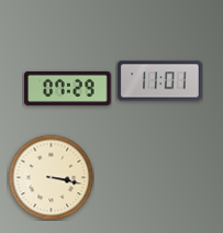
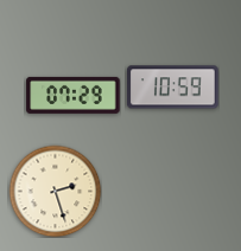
clock at (160, 81): 11:01 -> 10:59
clock at (51, 177): 3:17 -> 2:27
